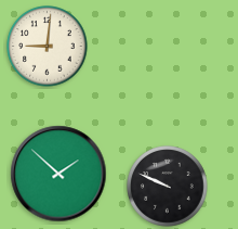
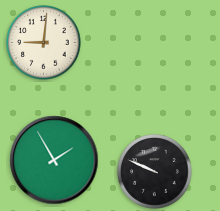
clock at (58, 174): 1:52 -> 1:55
